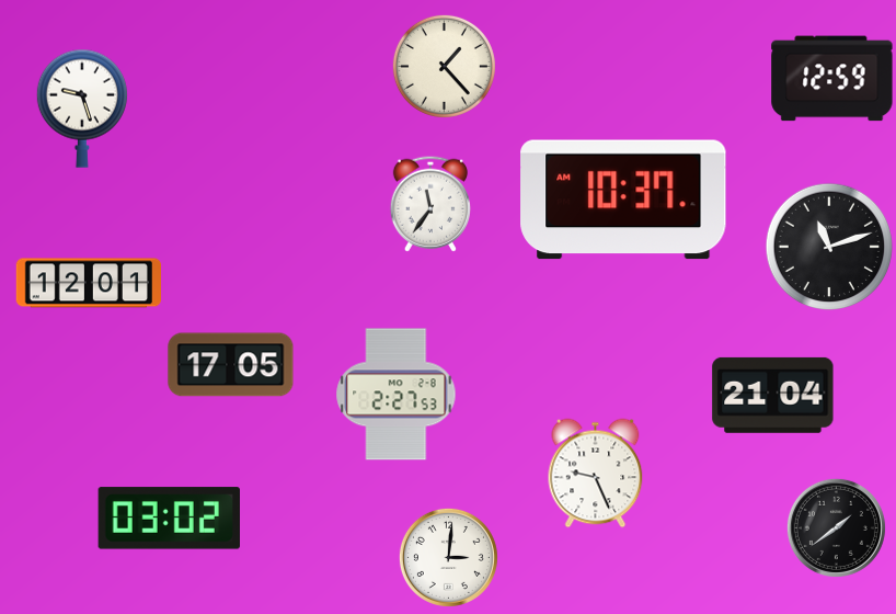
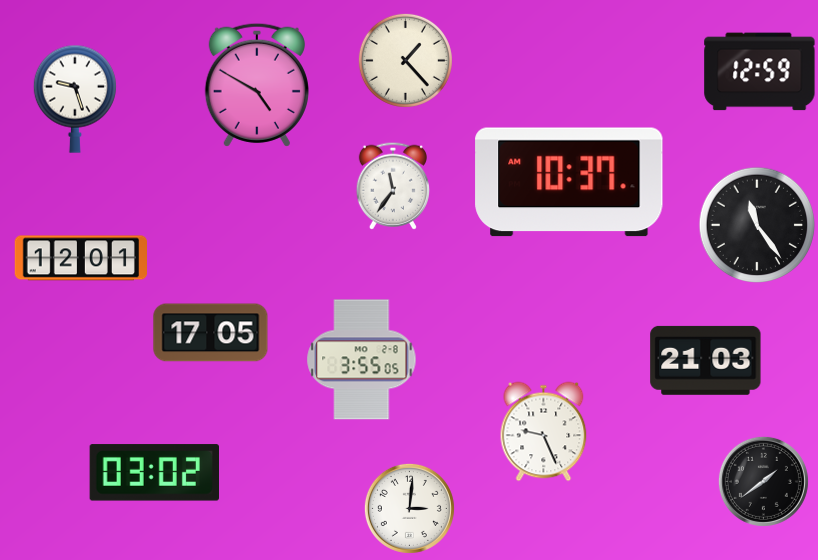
clock at (257, 85): none -> 4:50
clock at (829, 247): 11:12 -> 11:24
clock at (397, 395): 2:27 -> 3:55
clock at (773, 395): 21:04 -> 21:03
